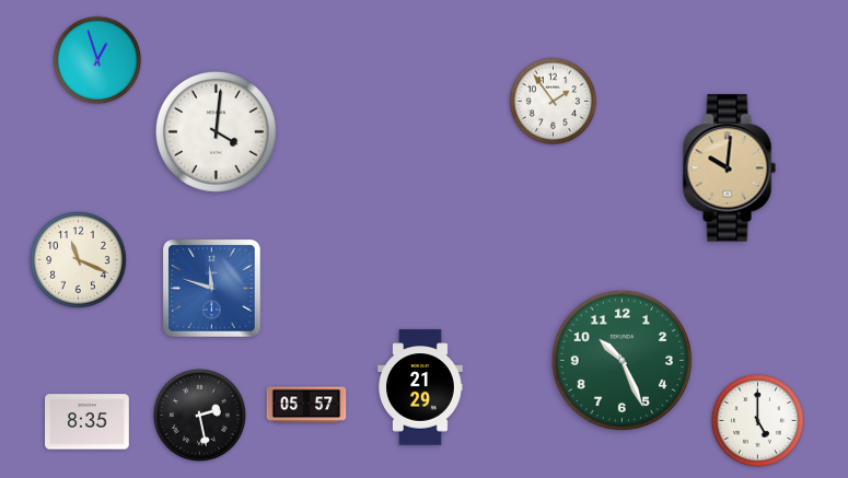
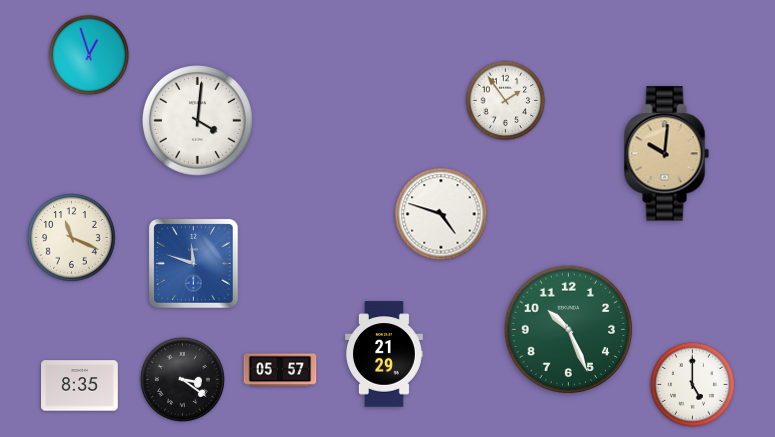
clock at (554, 102) position: (554, 102) -> (506, 101)
clock at (441, 214): none -> 4:48
clock at (199, 415): 2:28 -> 3:21
